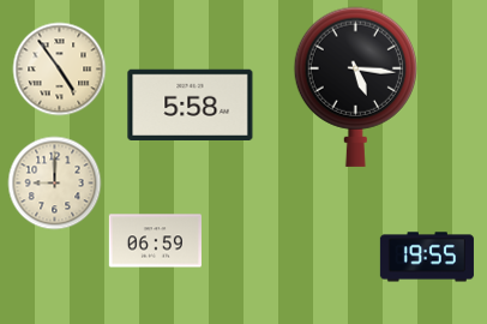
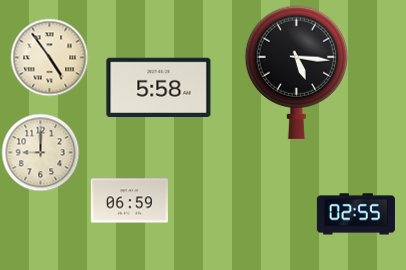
clock at (54, 182) position: (54, 182) -> (40, 152)
clock at (427, 257): 19:55 -> 02:55
